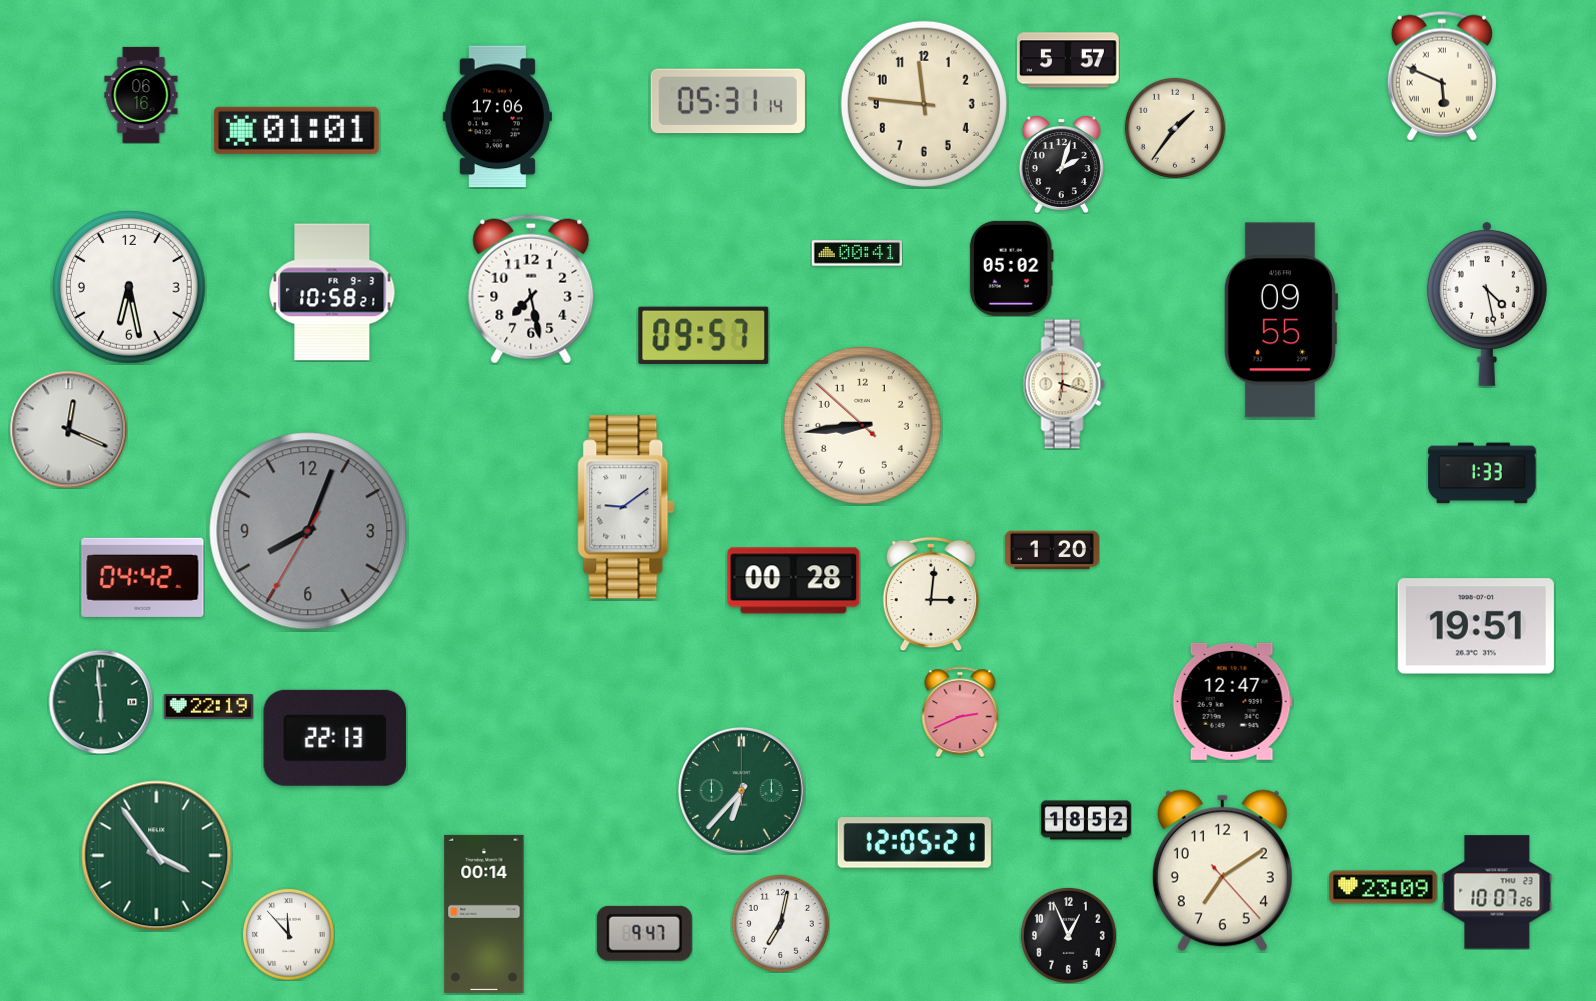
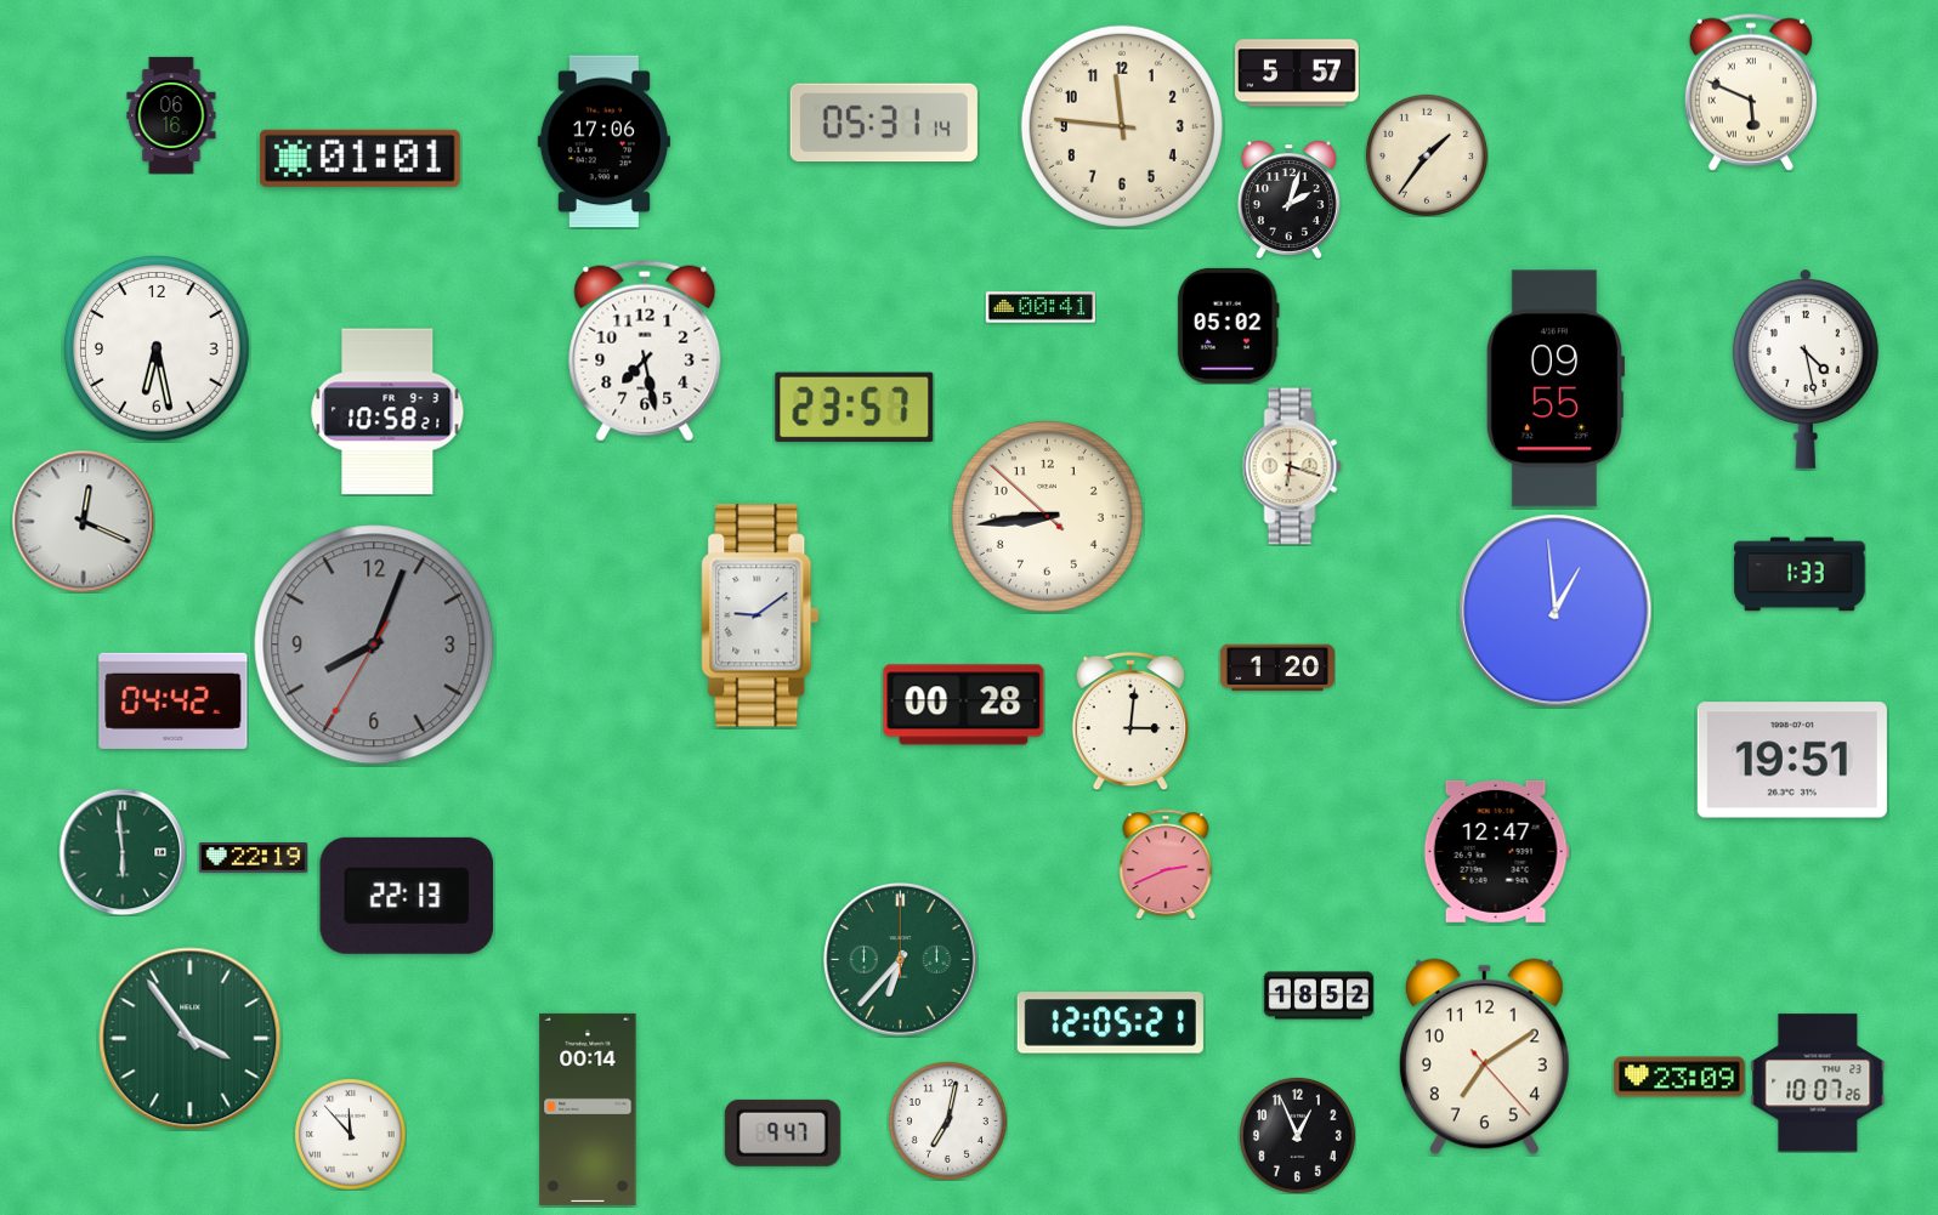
clock at (332, 292) position: (332, 292) -> (387, 411)
clock at (704, 335): 09:57 -> 23:57
clock at (1555, 611): none -> 12:59
